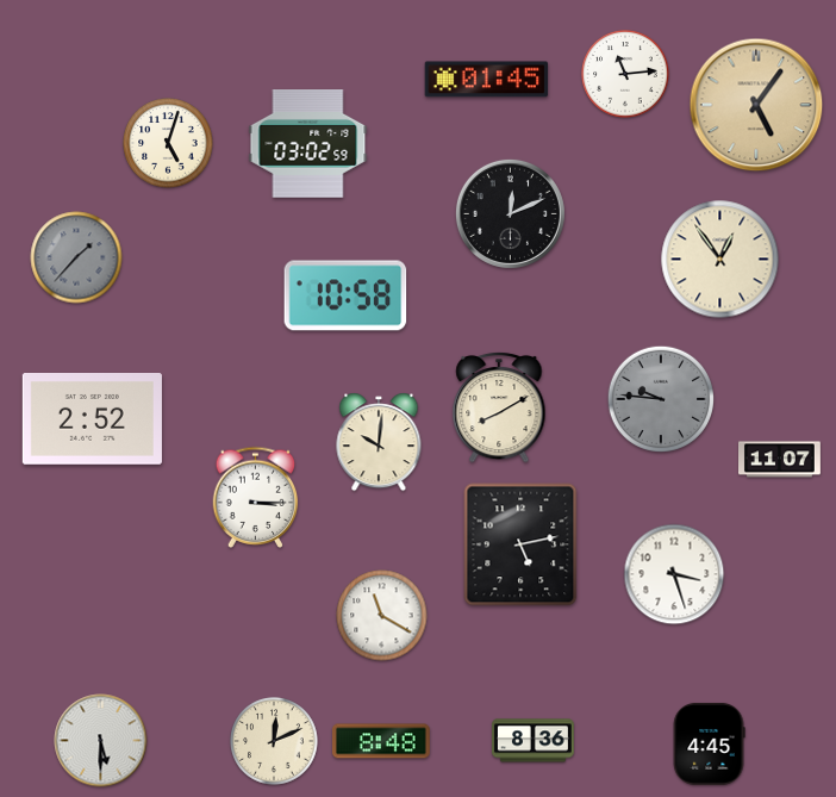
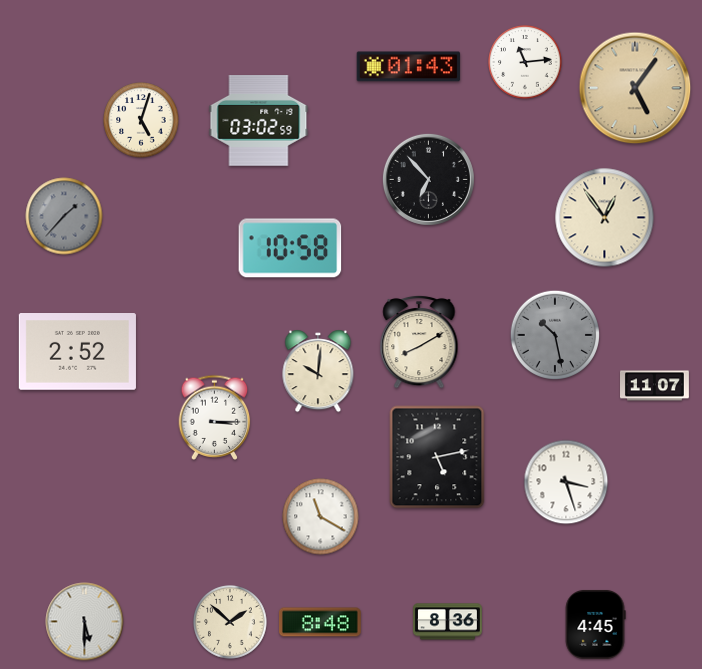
clock at (487, 80): 01:45 -> 01:43
clock at (510, 213): 12:11 -> 6:53
clock at (661, 399): 9:46 -> 10:28
clock at (274, 741): 12:11 -> 1:52
